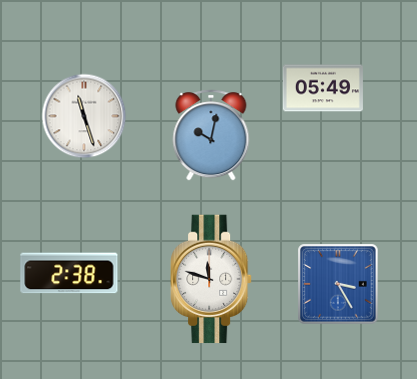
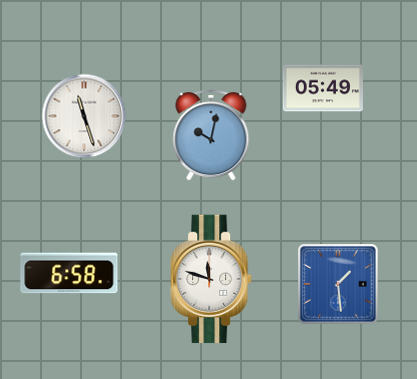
clock at (69, 273): 2:38 -> 6:58
clock at (338, 284): 3:25 -> 1:29
